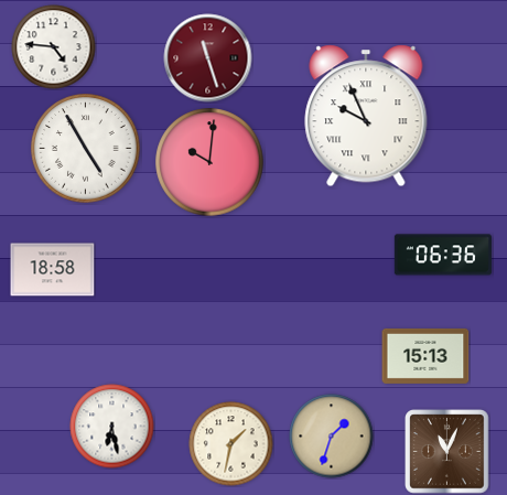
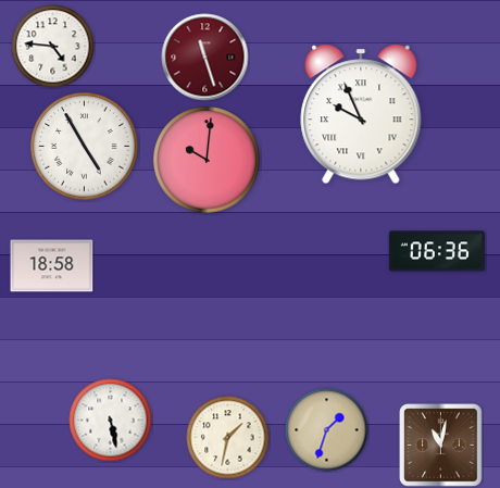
clock at (425, 356): 15:13 -> none
clock at (112, 427): 6:28 -> 5:28
clock at (447, 452): 11:04 -> 11:02
